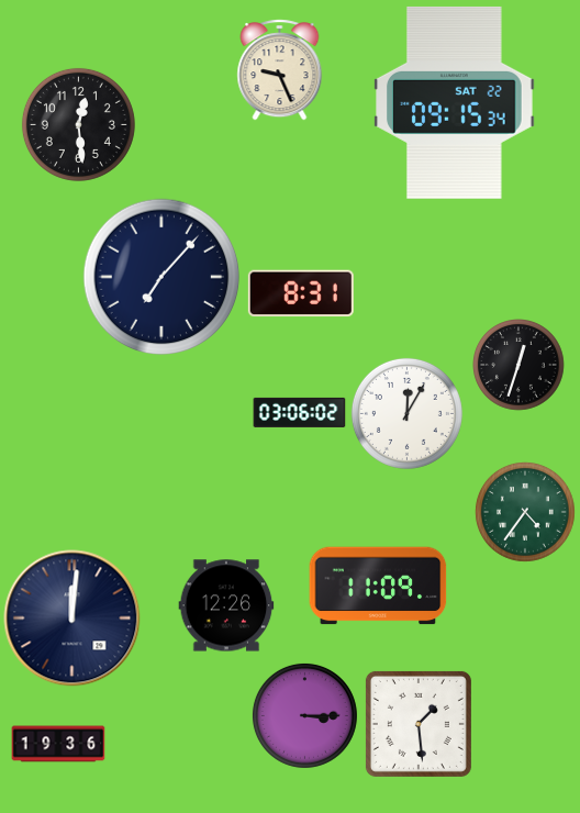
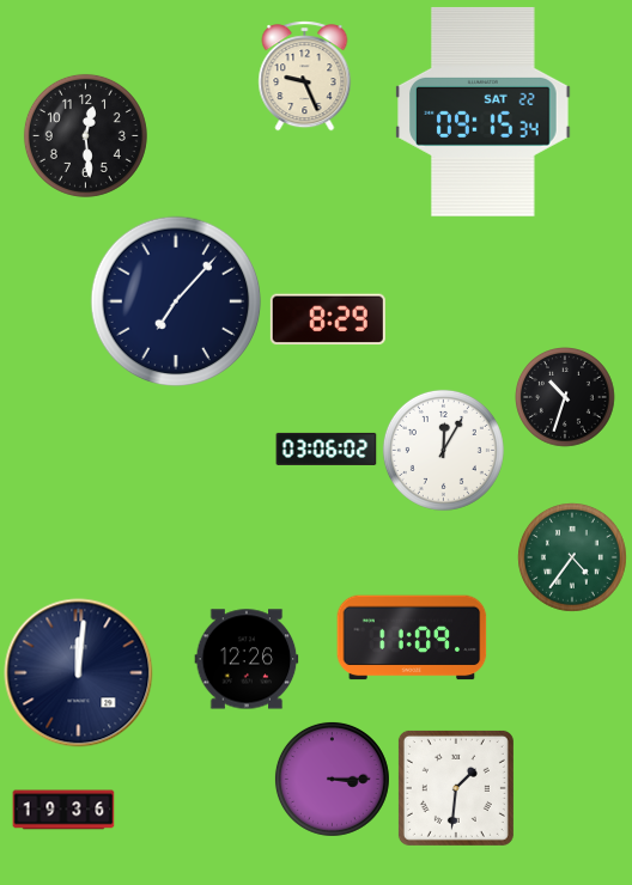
clock at (455, 102) position: (455, 102) -> (484, 111)
clock at (301, 293): 8:31 -> 8:29
clock at (520, 366): 12:33 -> 10:33
clock at (419, 724): 1:29 -> 1:31
